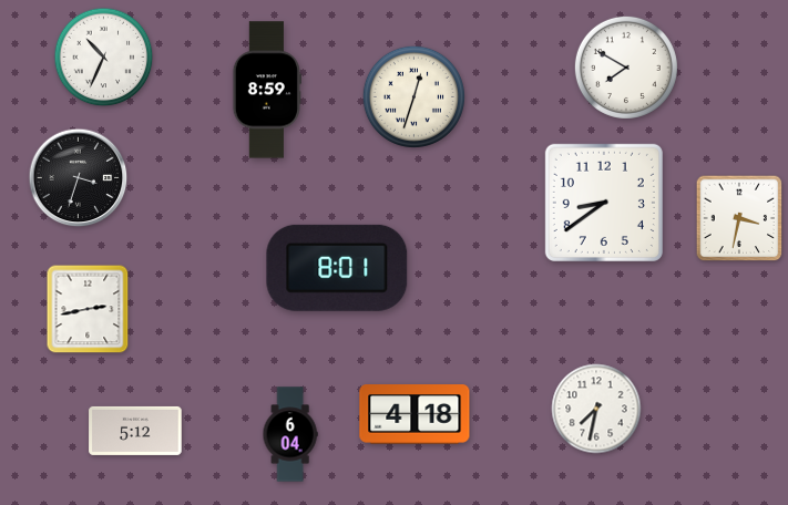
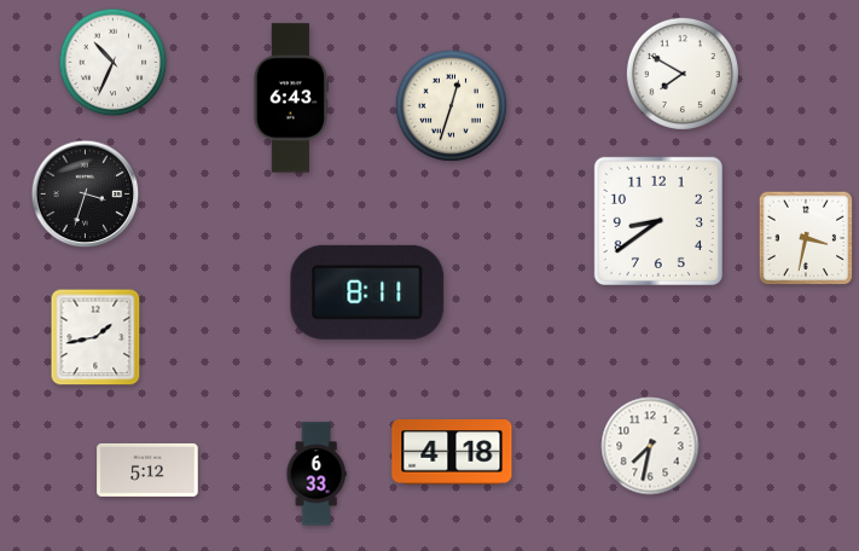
clock at (266, 90): 8:59 -> 6:43
clock at (337, 268): 8:01 -> 8:11
clock at (88, 309): 2:43 -> 1:43
clock at (290, 434): 6:04 -> 6:33
